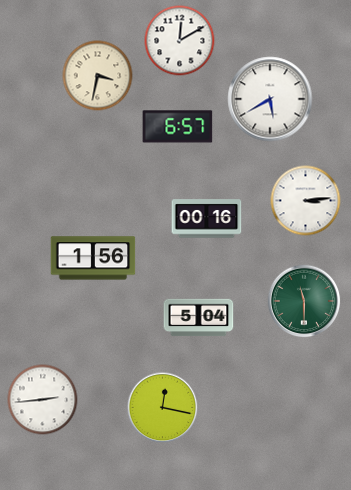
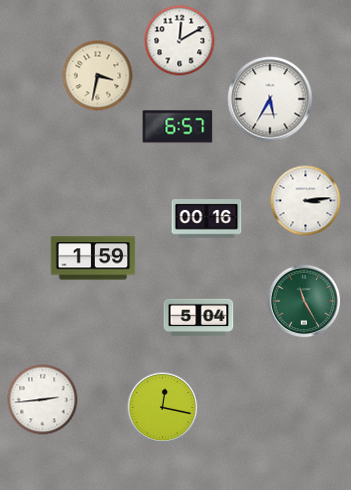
clock at (270, 99): 5:40 -> 5:35
clock at (93, 258): 1:56 -> 1:59
clock at (304, 301): 11:30 -> 11:25
